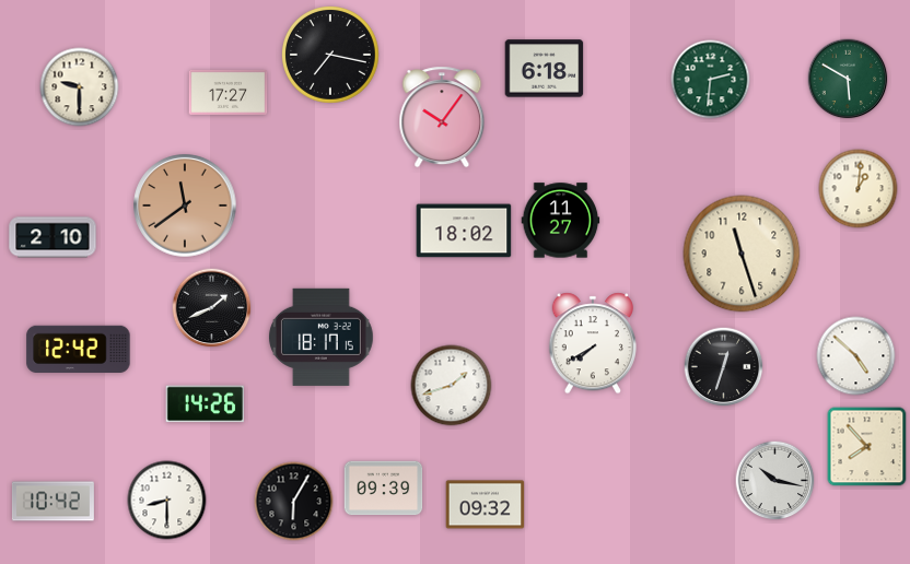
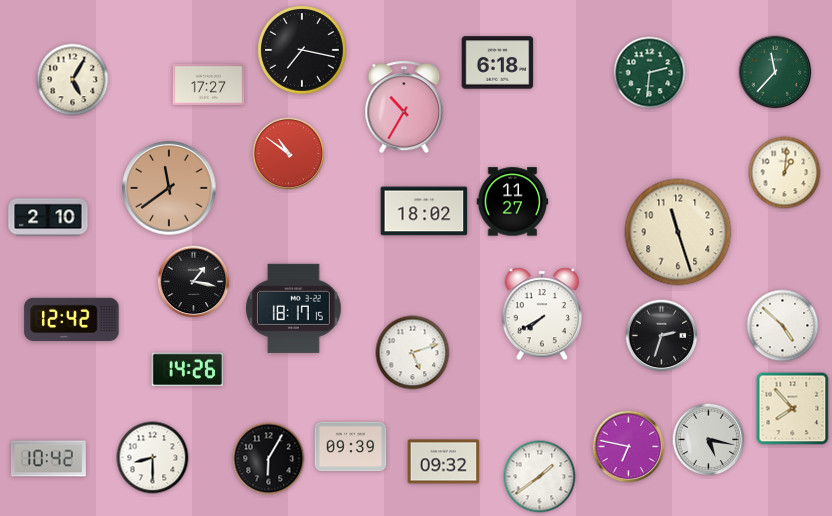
clock at (848, 79): 5:50 -> 11:37
clock at (80, 87): 9:30 -> 5:05
clock at (442, 117): 10:06 -> 10:35
clock at (289, 154): none -> 10:51
clock at (212, 308): 1:41 -> 1:17
clock at (724, 367): 12:33 -> 2:33
clock at (452, 386): 1:42 -> 5:12
clock at (775, 481): 10:17 -> 5:17
clock at (629, 447): none -> 6:47
clock at (540, 477): none -> 1:39
